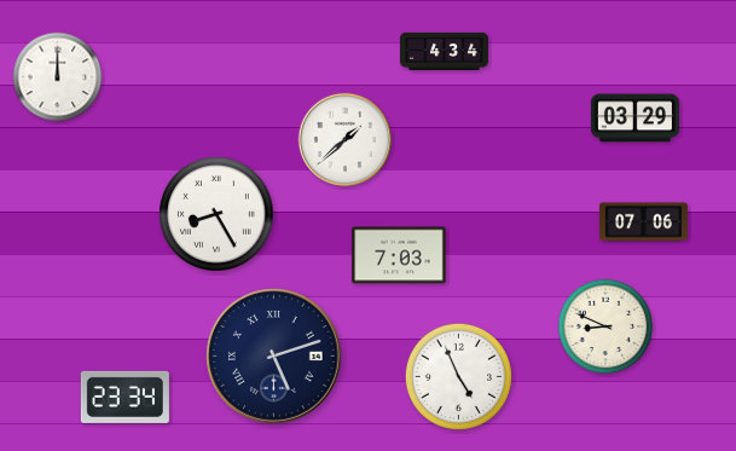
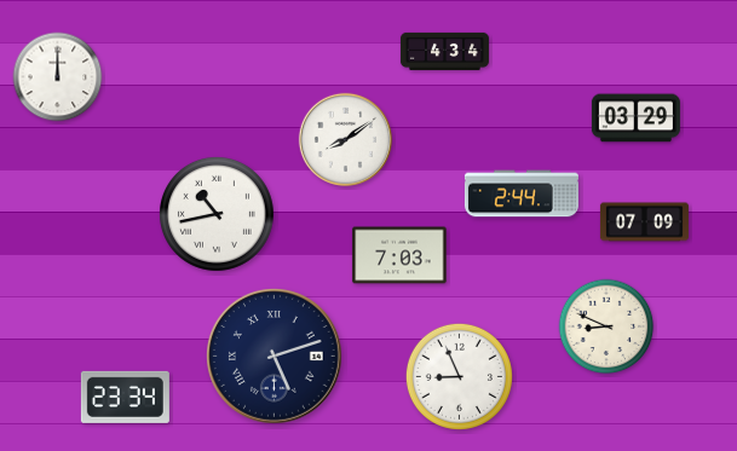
clock at (344, 139): 1:38 -> 8:09
clock at (522, 193): none -> 2:44
clock at (216, 214): 8:25 -> 10:43
clock at (643, 222): 07:06 -> 07:09
clock at (458, 376): 4:56 -> 8:56
